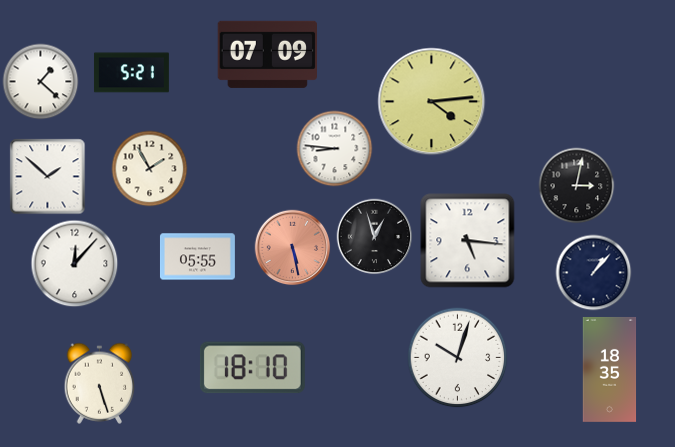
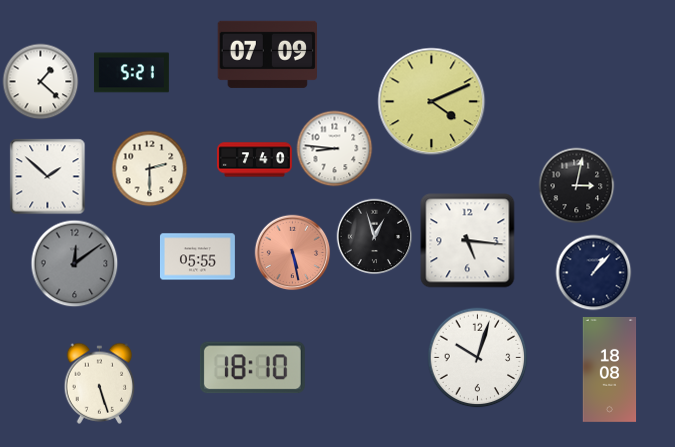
clock at (432, 102): 4:14 -> 4:11
clock at (254, 160): none -> 7:40
clock at (150, 169): 1:55 -> 2:30
clock at (293, 248) position: (293, 248) -> (293, 253)
clock at (75, 264): 12:07 -> 12:09
clock at (75, 264) dial: white -> grey
clock at (458, 358) position: (458, 358) -> (478, 358)
clock at (610, 369): 18:35 -> 18:08
